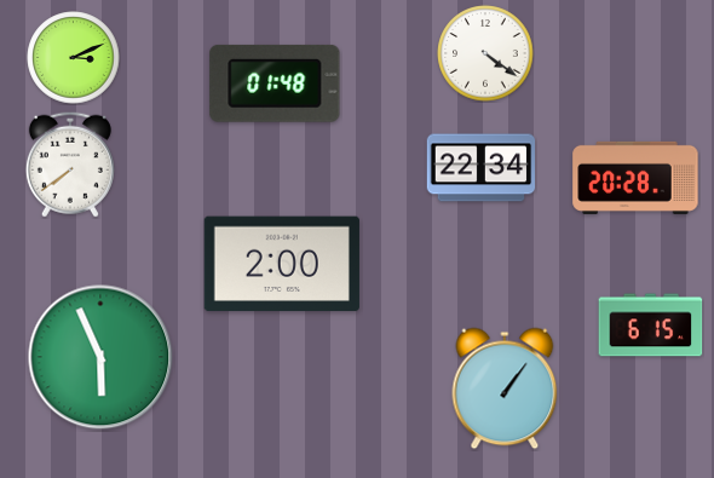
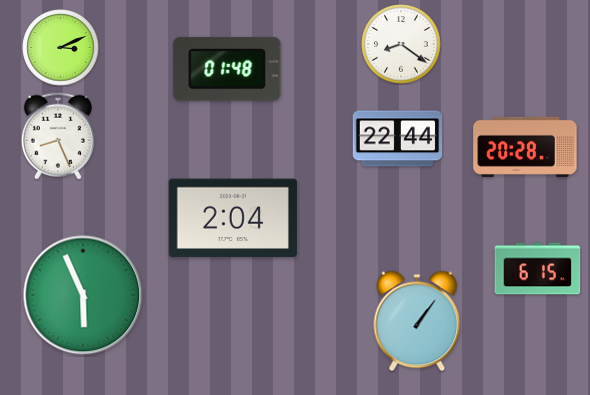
clock at (485, 53): 4:21 -> 8:21
clock at (70, 165): 7:39 -> 8:26
clock at (482, 168): 22:34 -> 22:44
clock at (282, 264): 2:00 -> 2:04
